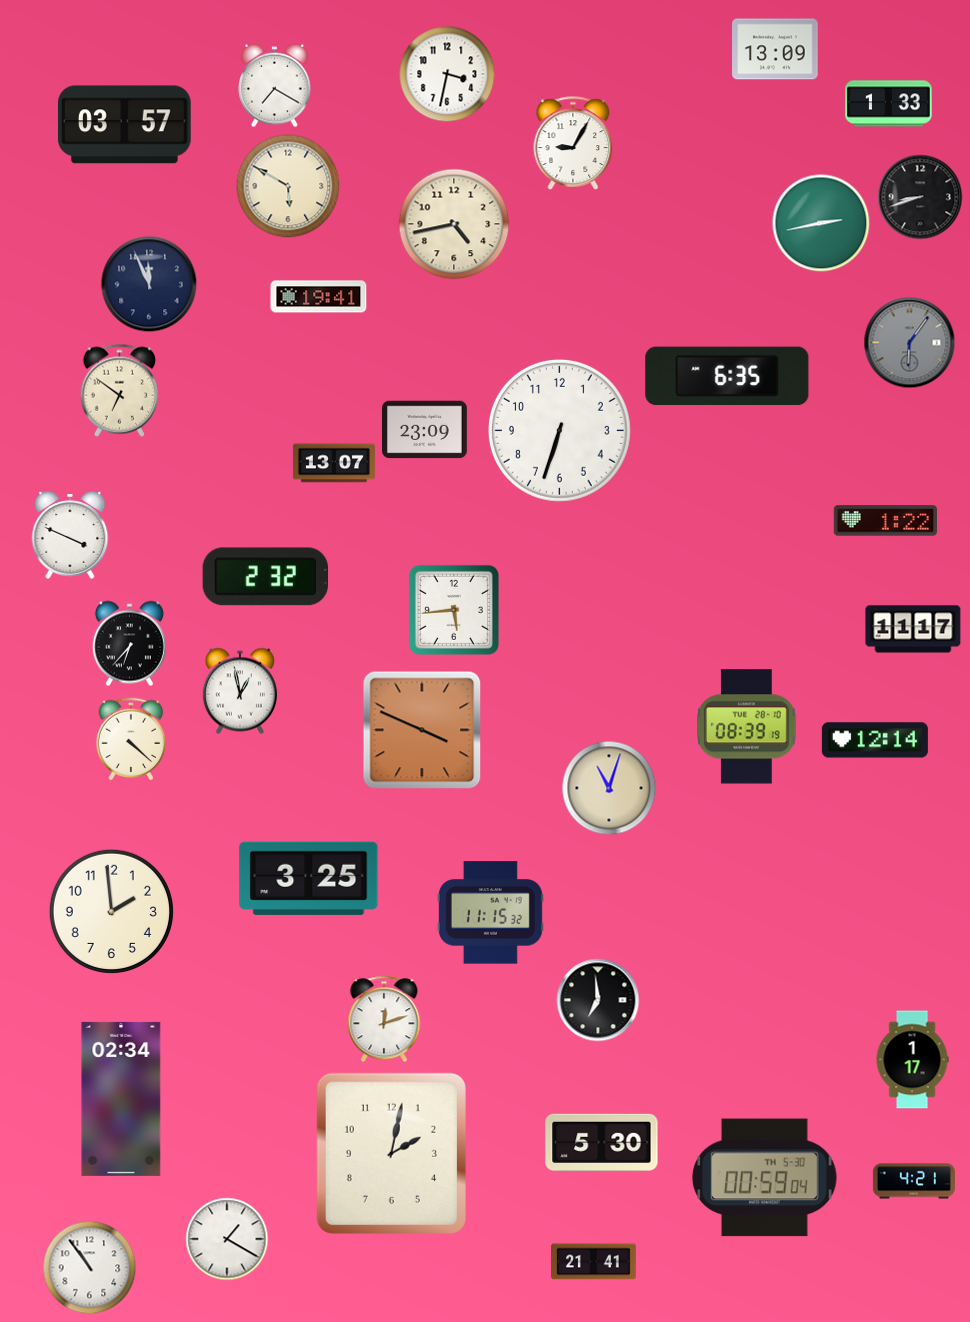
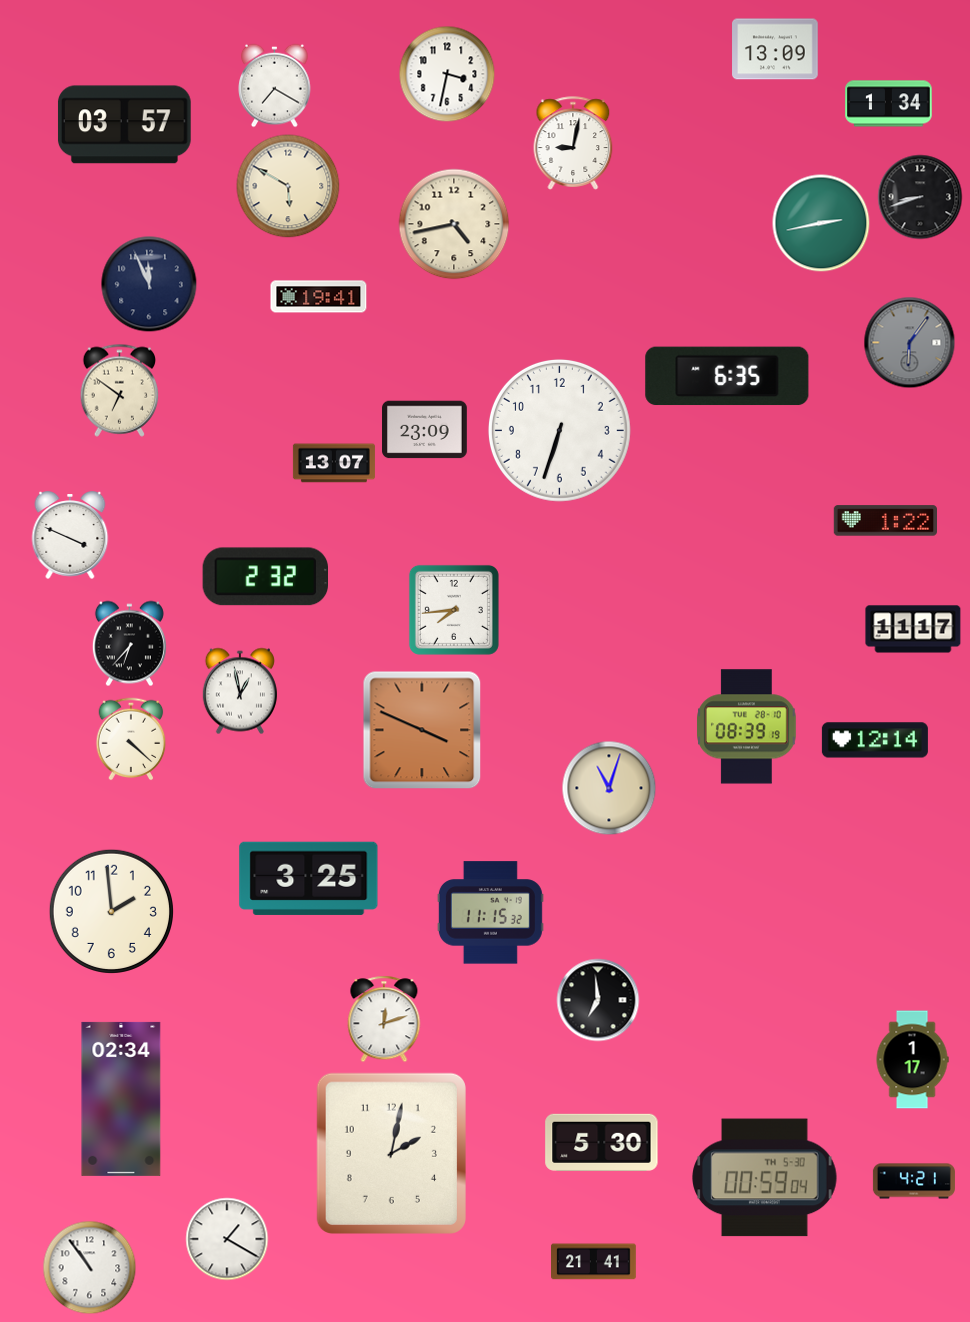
clock at (889, 104): 1:33 -> 1:34
clock at (573, 143): 9:05 -> 9:02
clock at (454, 610): 5:44 -> 7:44
